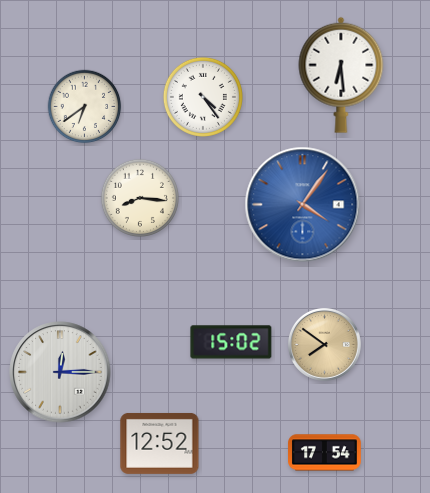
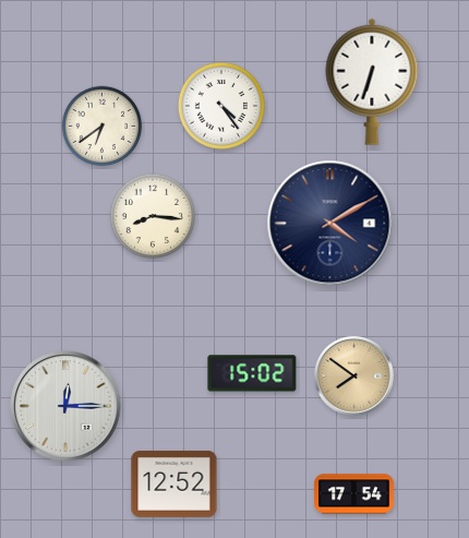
clock at (341, 75): 6:29 -> 6:33
clock at (85, 107) position: (85, 107) -> (103, 127)
clock at (303, 205): 4:06 -> 4:10
clock at (303, 205) dial: blue -> navy
